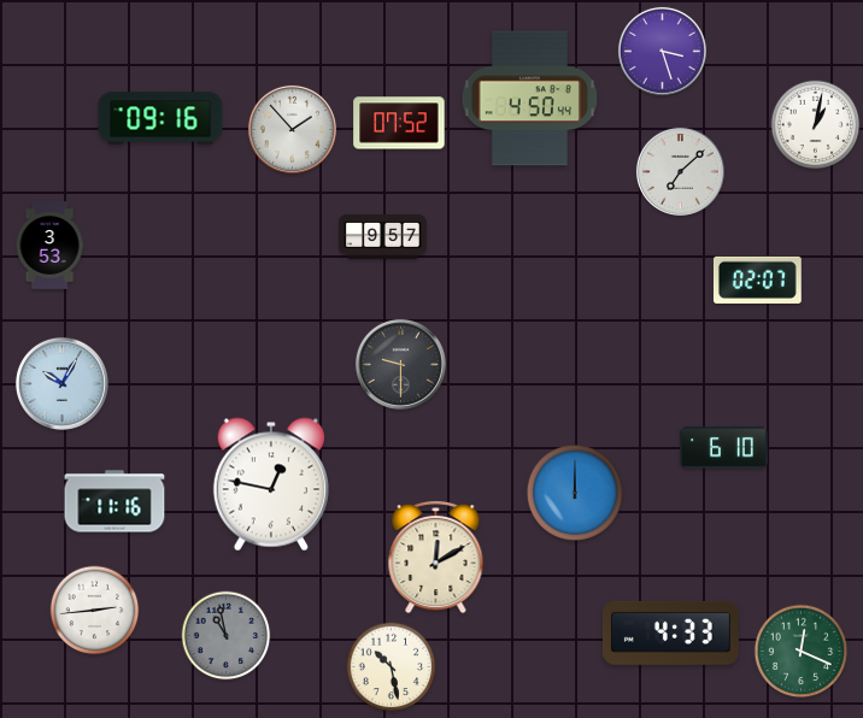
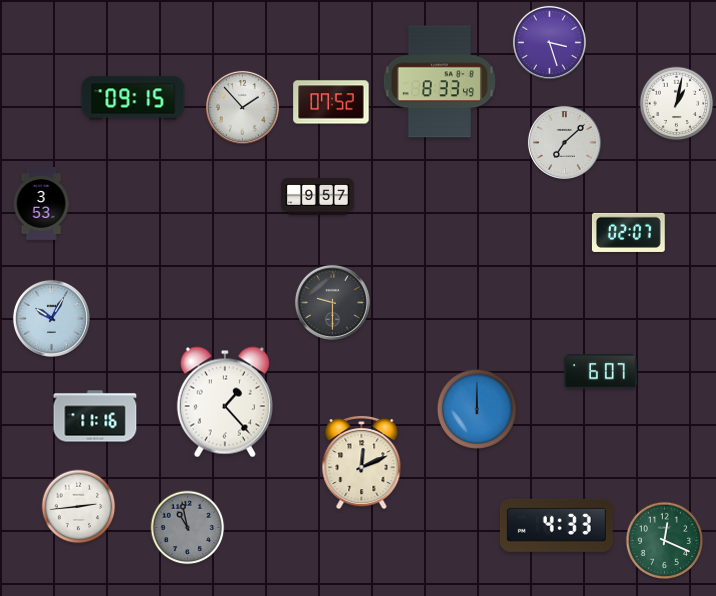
clock at (529, 99): 4:50 -> 8:33
clock at (160, 118): 09:16 -> 09:15
clock at (724, 448): 6:10 -> 6:07
clock at (271, 484): 12:47 -> 1:23
clock at (436, 557): 12:10 -> 12:11
clock at (392, 667): 10:28 -> none
